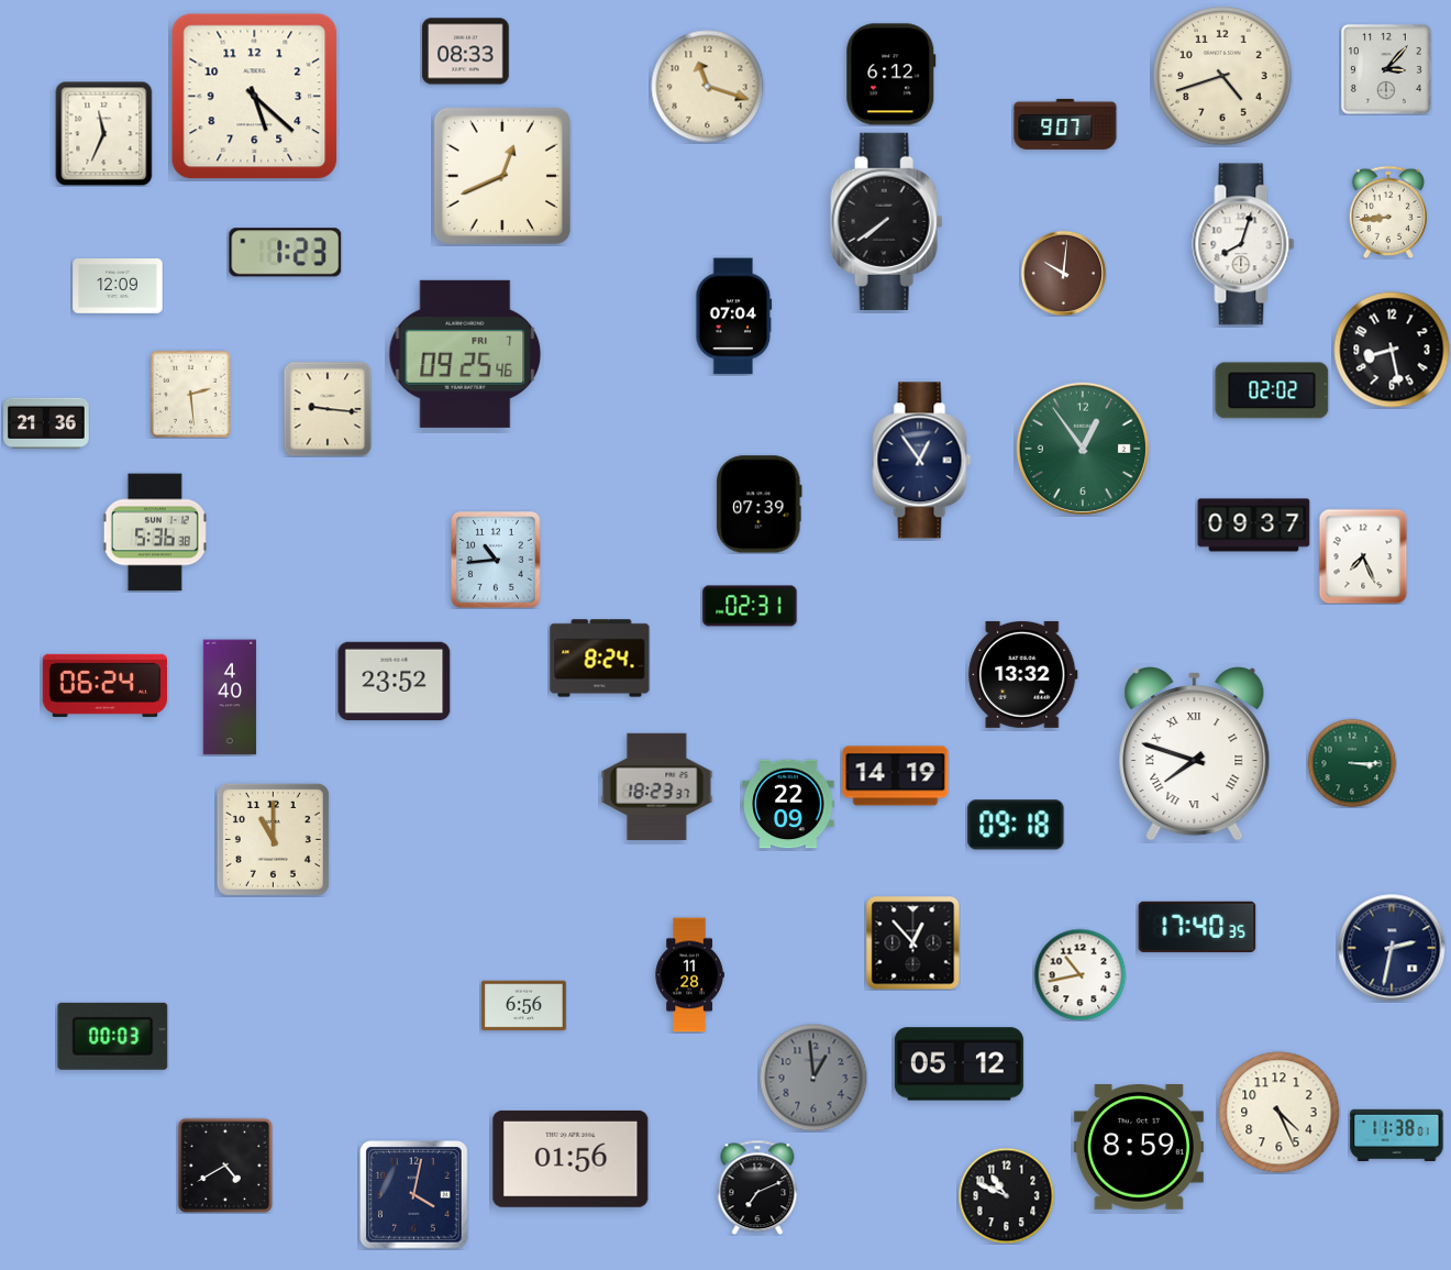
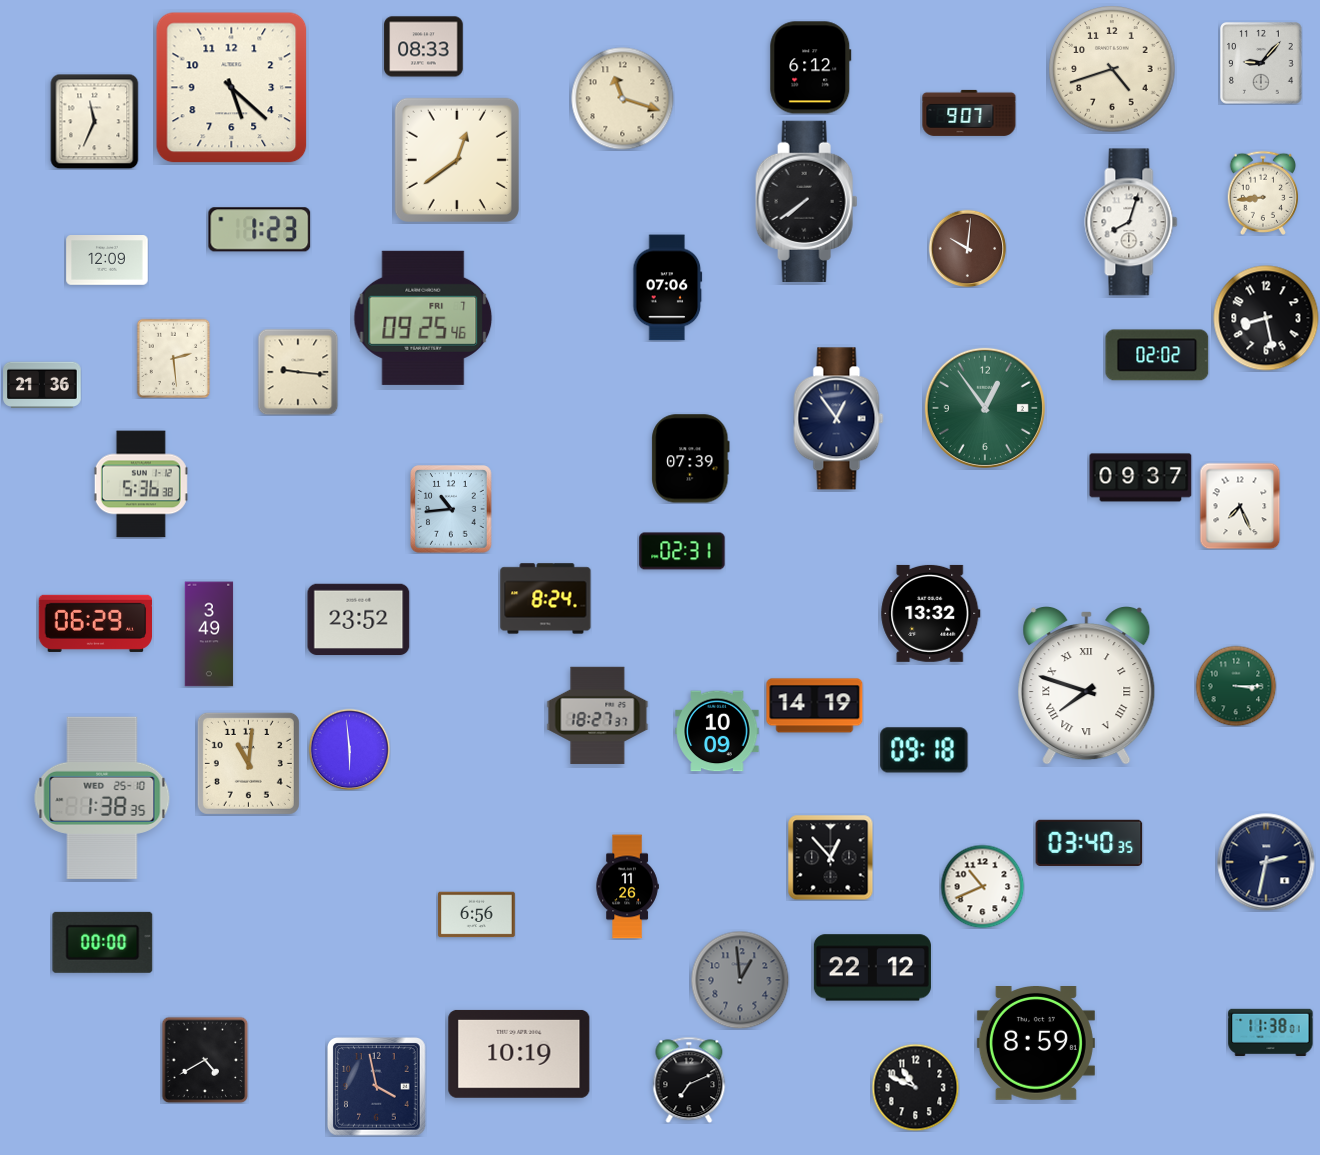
clock at (1387, 70): 3:07 -> 9:07
clock at (708, 87) position: (708, 87) -> (623, 99)
clock at (502, 176): 12:41 -> 12:39
clock at (734, 317): 07:04 -> 07:06
clock at (465, 354) position: (465, 354) -> (423, 318)
clock at (104, 685): 06:24 -> 06:29
clock at (230, 697): 4:40 -> 3:49
clock at (1352, 763) position: (1352, 763) -> (1236, 686)
clock at (657, 786): 18:23 -> 18:27
clock at (788, 804): 22:09 -> 10:09
clock at (349, 749): none -> 5:59
clock at (273, 839): 11:00 -> 11:01
clock at (102, 798): none -> 1:38
clock at (1197, 927): 17:40 -> 03:40
clock at (1079, 974): 10:43 -> 10:41
clock at (689, 975): 11:28 -> 11:26
clock at (113, 1036): 00:03 -> 00:00
clock at (959, 1064): 05:12 -> 22:12
clock at (1280, 1113): 4:26 -> none
clock at (571, 1159): 01:56 -> 10:19
clock at (414, 1195): 4:02 -> 3:58
